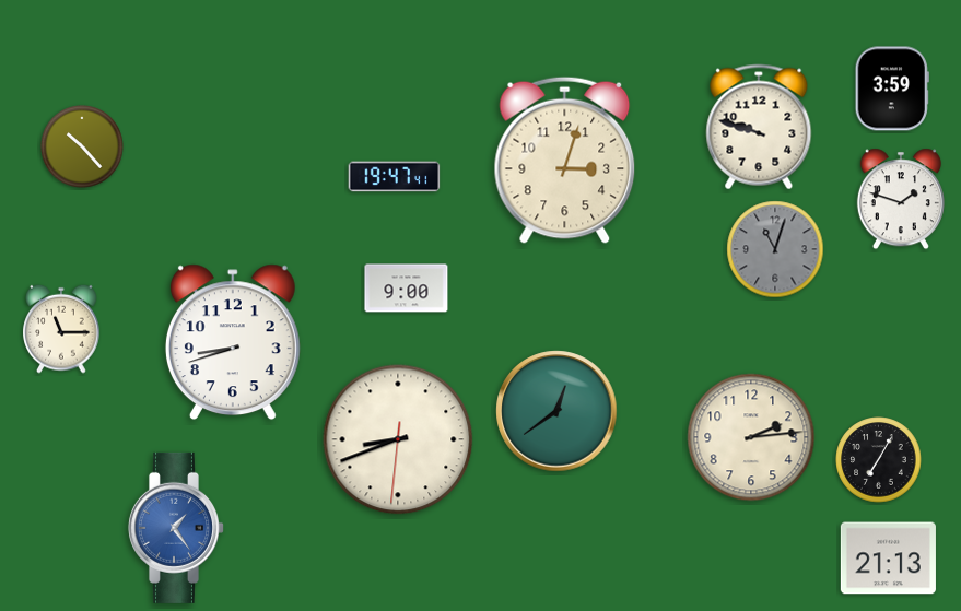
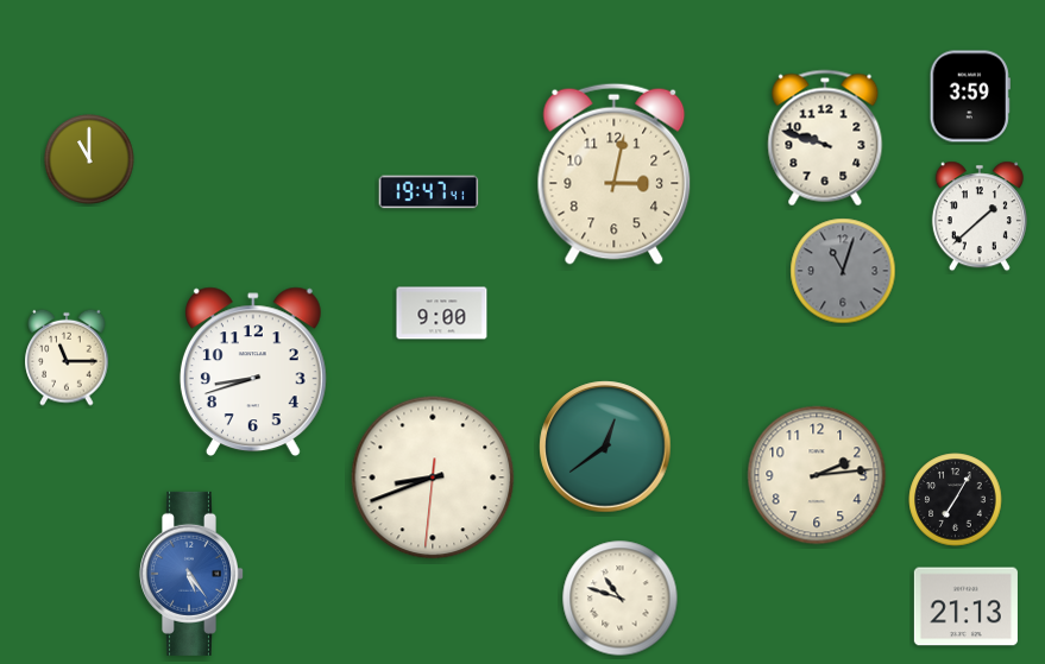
clock at (82, 146): 10:23 -> 11:00
clock at (565, 160): 3:03 -> 3:02
clock at (901, 199): 1:48 -> 1:38
clock at (175, 528): 1:24 -> 5:24
clock at (621, 599): none -> 10:48
